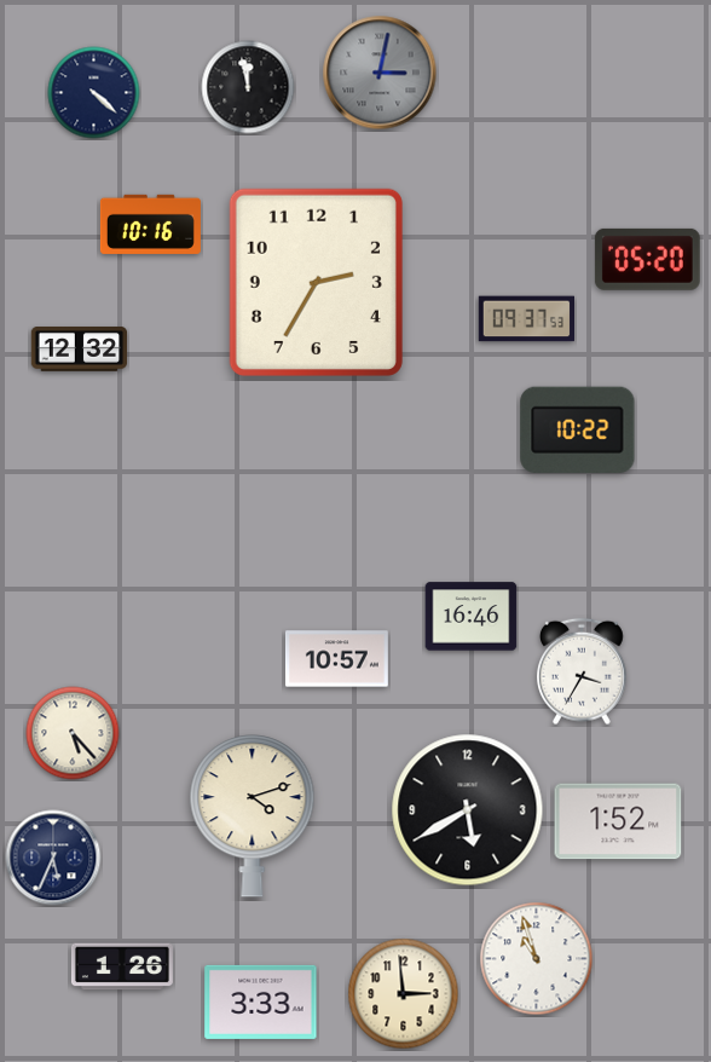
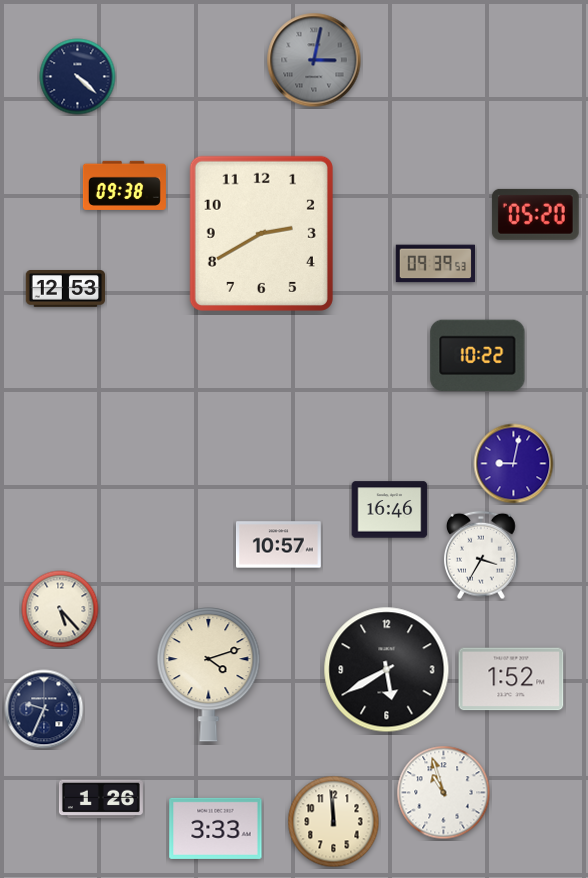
clock at (248, 87): 11:58 -> none
clock at (150, 224): 10:16 -> 09:38
clock at (316, 282): 2:35 -> 2:40
clock at (526, 319): 09:37 -> 09:39
clock at (80, 350): 12:32 -> 12:53
clock at (514, 464): none -> 9:02
clock at (73, 733) position: (73, 733) -> (60, 609)
clock at (53, 858): 5:34 -> 9:34
clock at (404, 994): 2:59 -> 11:59
